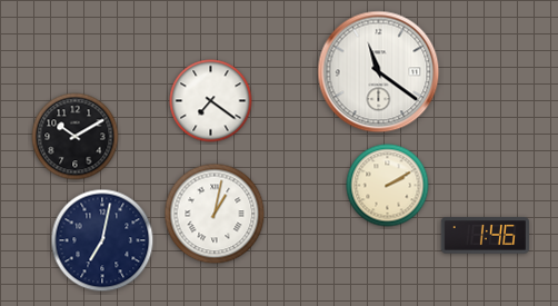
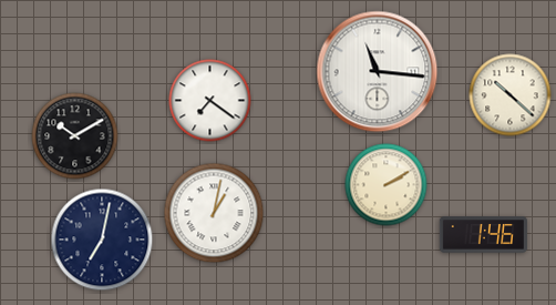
clock at (379, 72): 11:21 -> 11:16
clock at (511, 95): none -> 10:22
